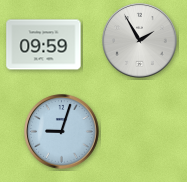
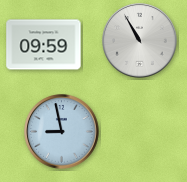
clock at (140, 41): 1:55 -> 10:55
clock at (62, 132): 9:03 -> 8:58
